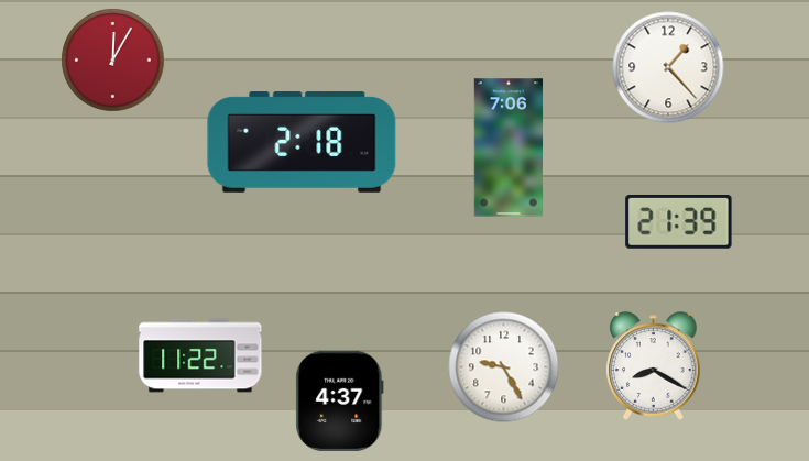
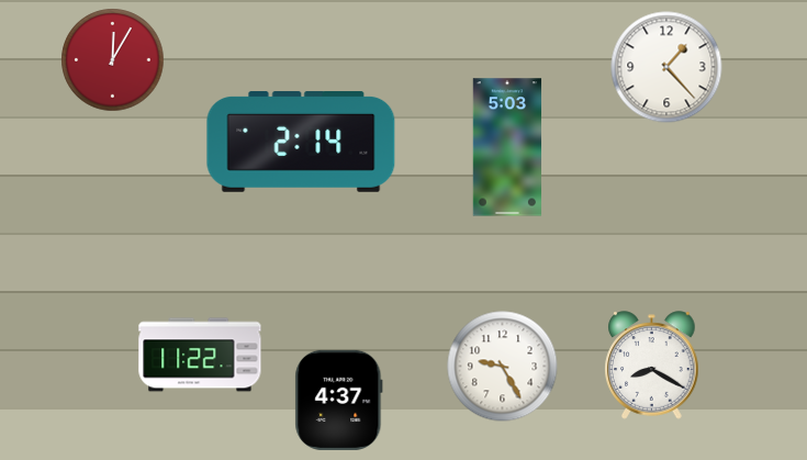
clock at (302, 143): 2:18 -> 2:14
clock at (509, 147): 7:06 -> 5:03
clock at (679, 222): 21:39 -> none
